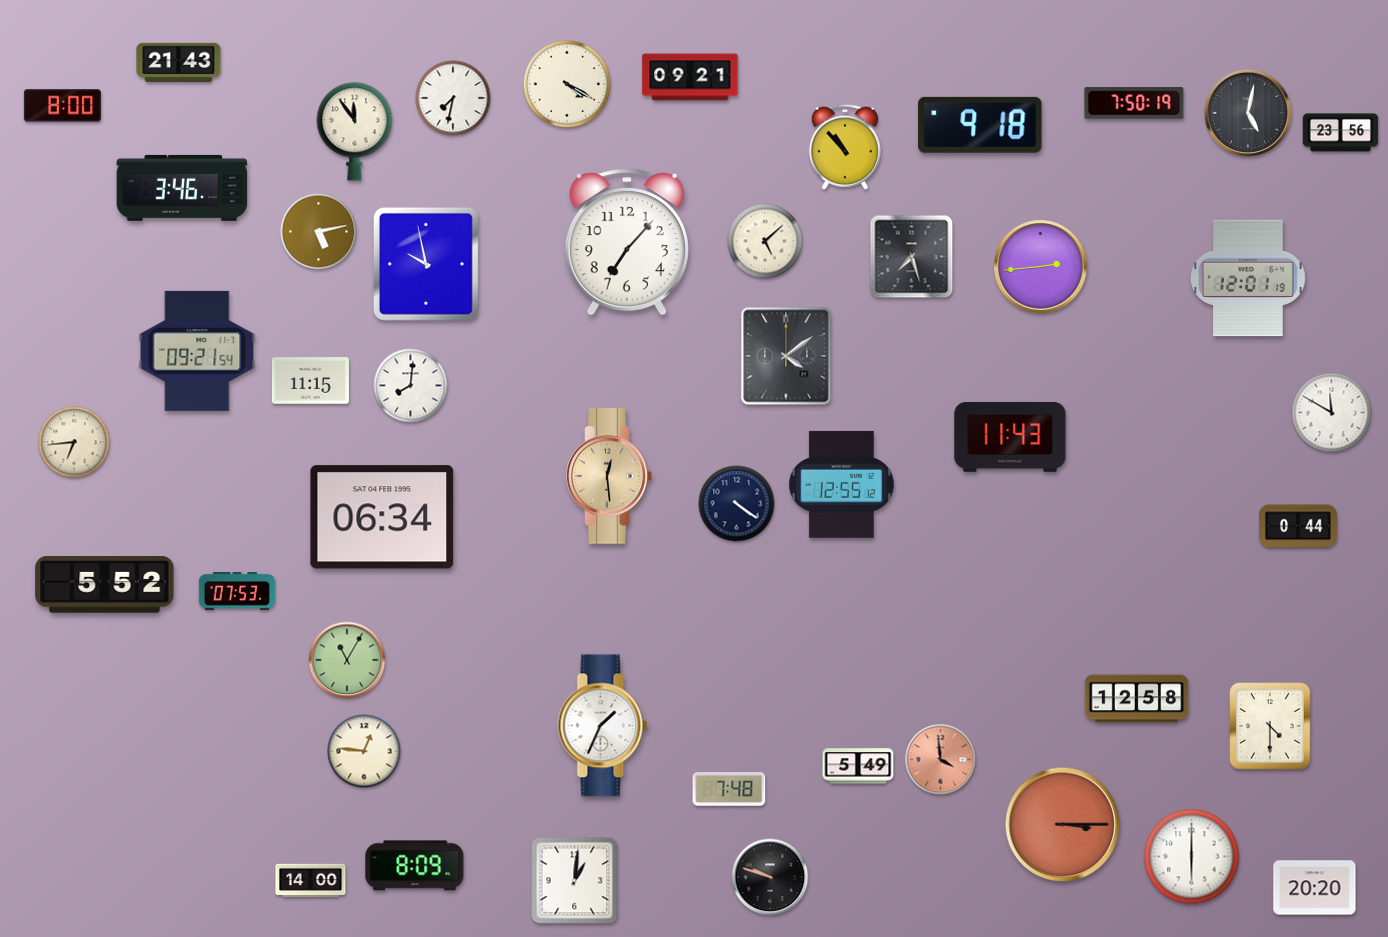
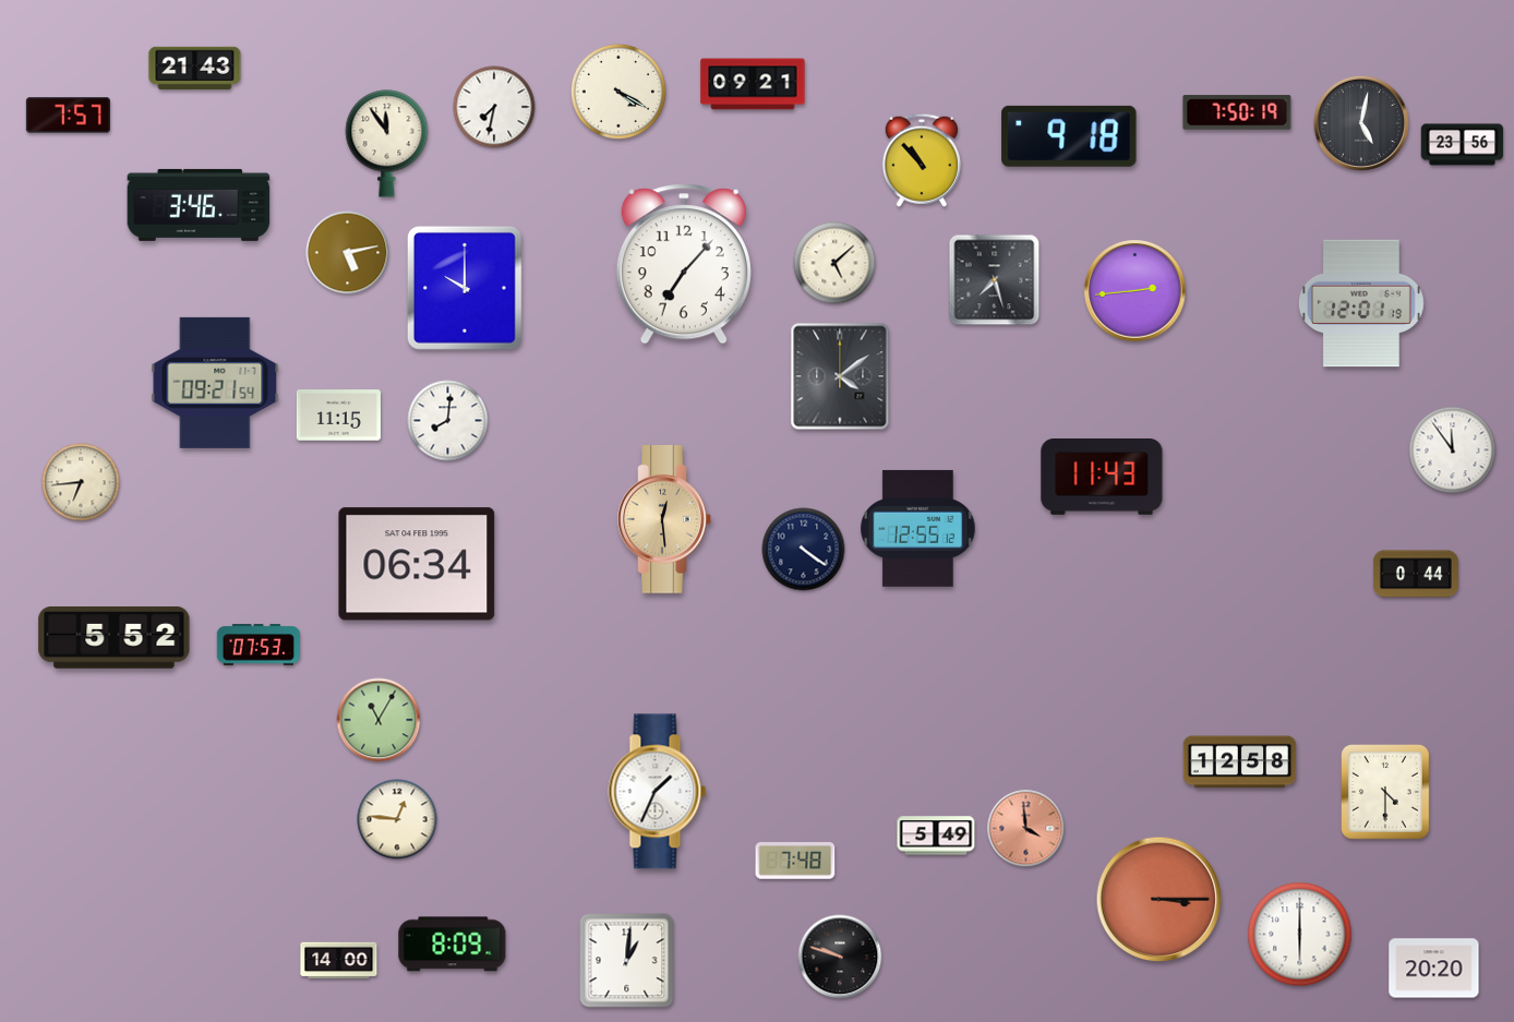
clock at (62, 106): 8:00 -> 7:57
clock at (426, 264): 9:58 -> 10:00
clock at (786, 356) position: (786, 356) -> (840, 376)
clock at (1332, 413): 11:50 -> 11:54
